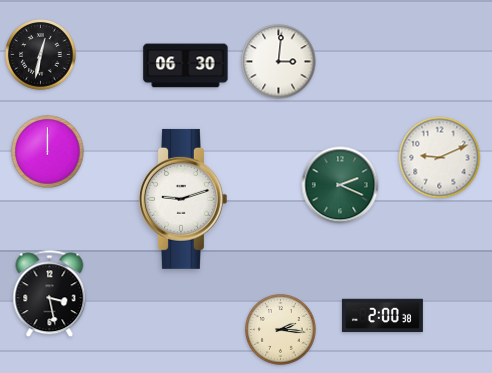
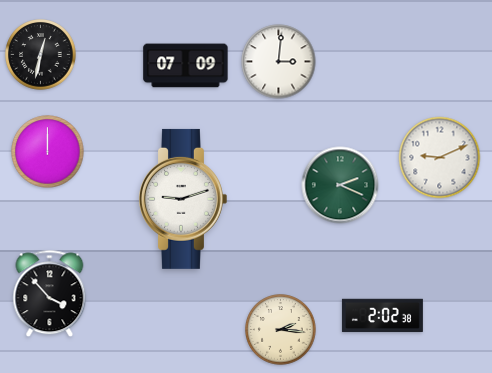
clock at (186, 66): 06:30 -> 07:09
clock at (50, 294): 3:28 -> 3:53
clock at (382, 316): 2:00 -> 2:02
